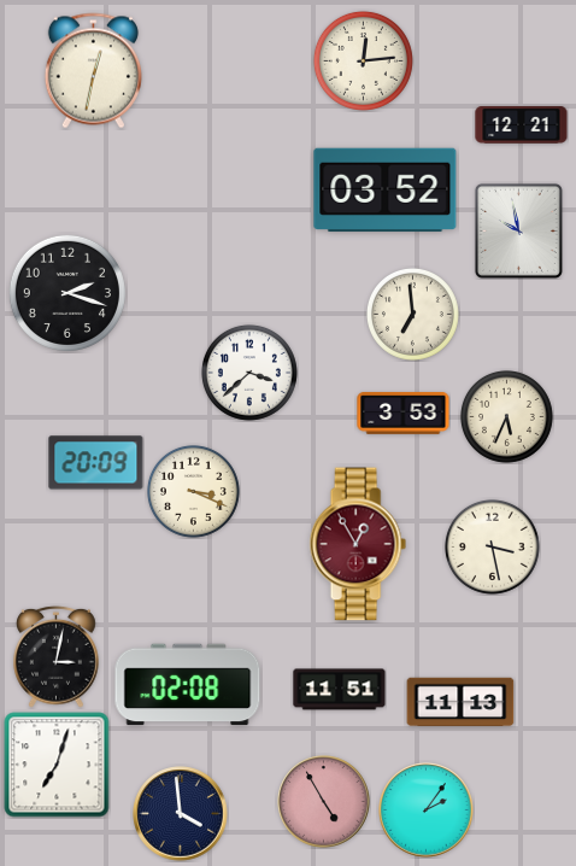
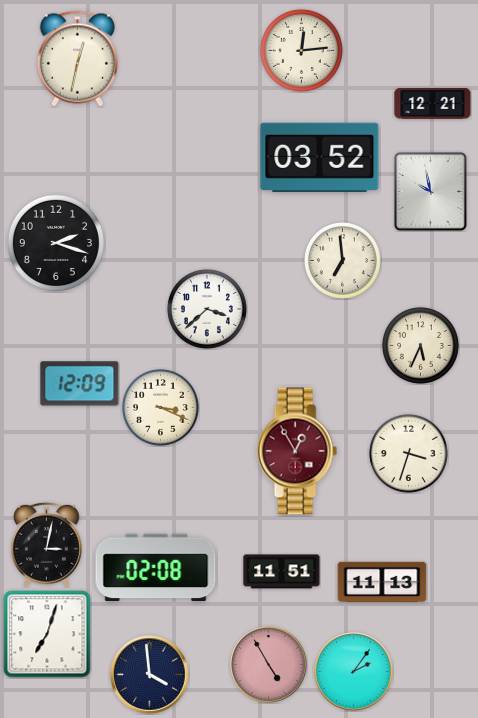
clock at (404, 414): 3:53 -> none
clock at (96, 463): 20:09 -> 12:09
clock at (492, 546): 3:28 -> 3:33
